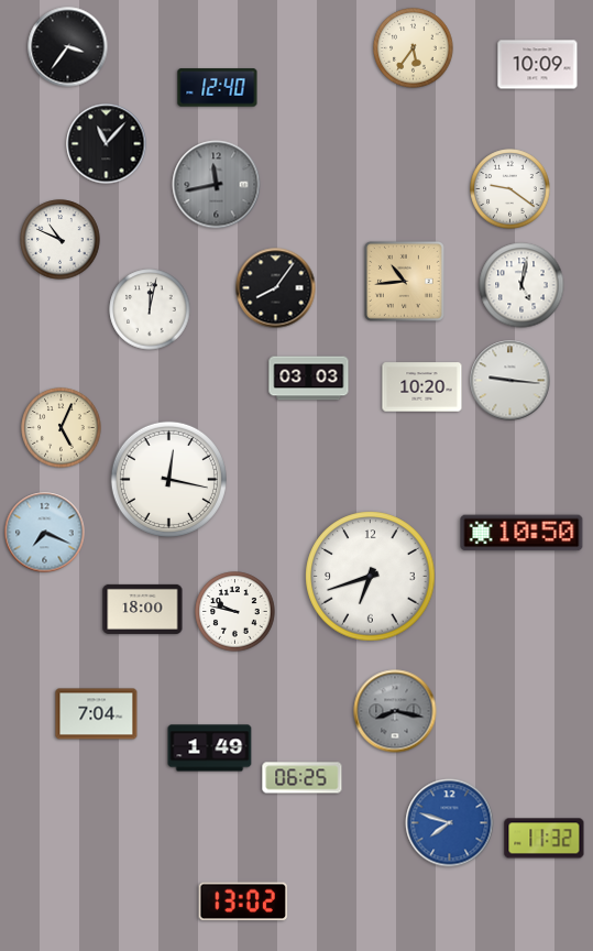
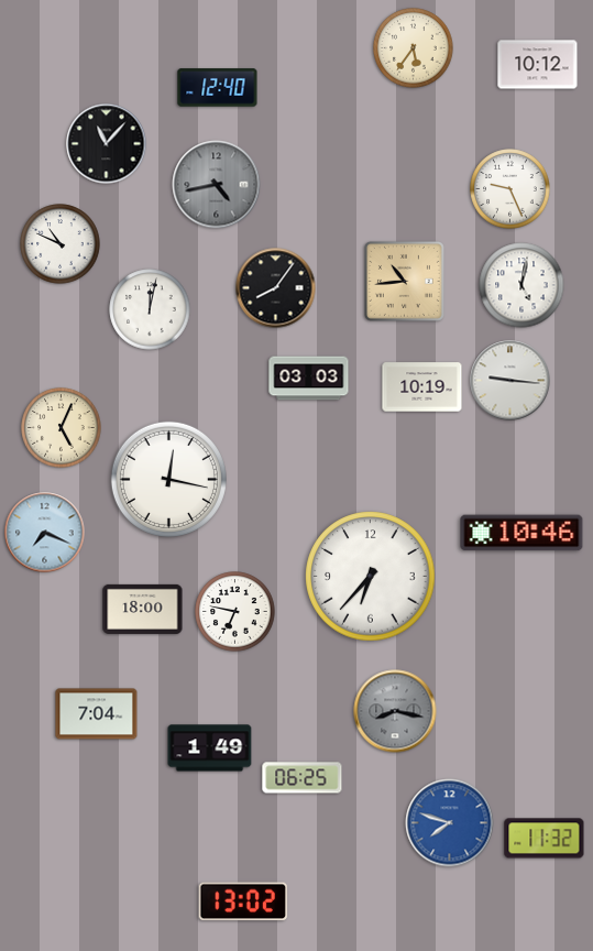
clock at (68, 47): 3:36 -> none
clock at (538, 65): 10:09 -> 10:12
clock at (217, 185): 11:43 -> 4:43
clock at (510, 189): 9:21 -> 9:26
clock at (61, 240) position: (61, 240) -> (61, 244)
clock at (422, 387): 10:20 -> 10:19
clock at (521, 533): 10:50 -> 10:46
clock at (371, 577): 6:42 -> 6:37
clock at (235, 612): 9:47 -> 6:47
